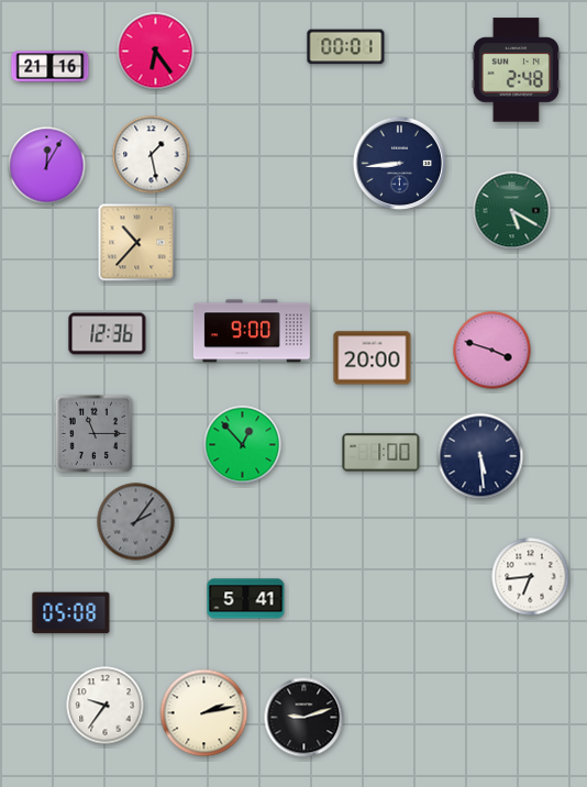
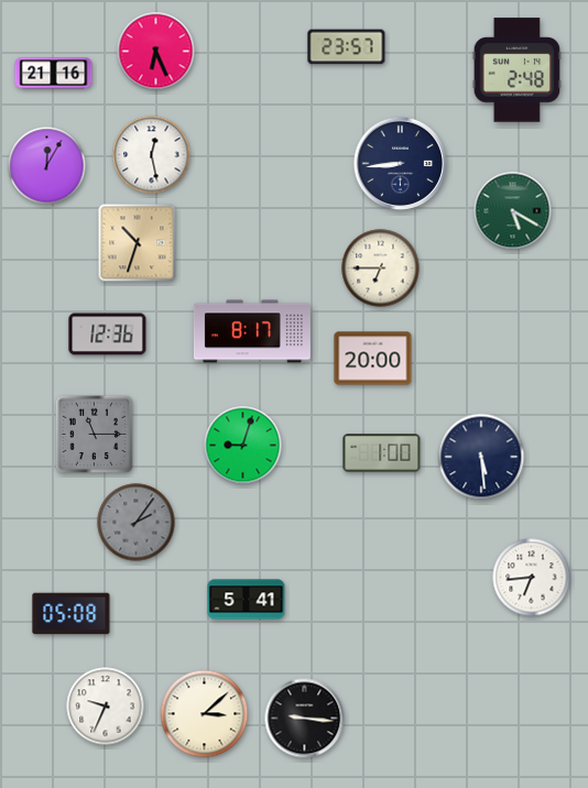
clock at (346, 47): 00:01 -> 23:57
clock at (156, 52): 6:24 -> 6:26
clock at (51, 67) position: (51, 67) -> (54, 74)
clock at (152, 155): 1:28 -> 12:28
clock at (137, 243): 10:37 -> 10:33
clock at (381, 269): none -> 6:45
clock at (252, 331): 9:00 -> 8:17
clock at (492, 351): 3:48 -> none
clock at (243, 445): 12:53 -> 9:03
clock at (106, 706): 9:36 -> 9:34
clock at (204, 713): 2:13 -> 3:08
clock at (304, 718): 9:12 -> 9:16
